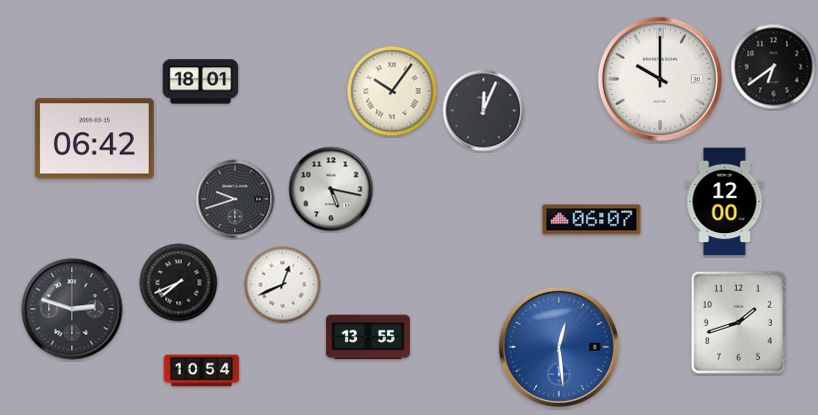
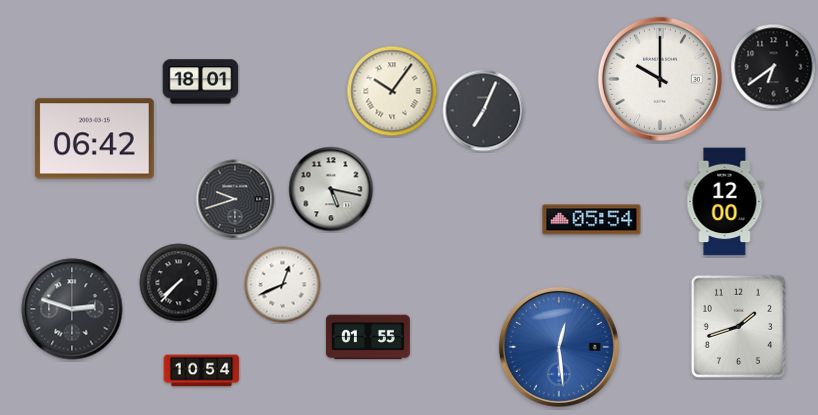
clock at (484, 111): 12:04 -> 7:04
clock at (592, 220): 06:07 -> 05:54
clock at (179, 283): 7:41 -> 7:37
clock at (738, 322) position: (738, 322) -> (738, 326)
clock at (368, 337): 13:55 -> 01:55
